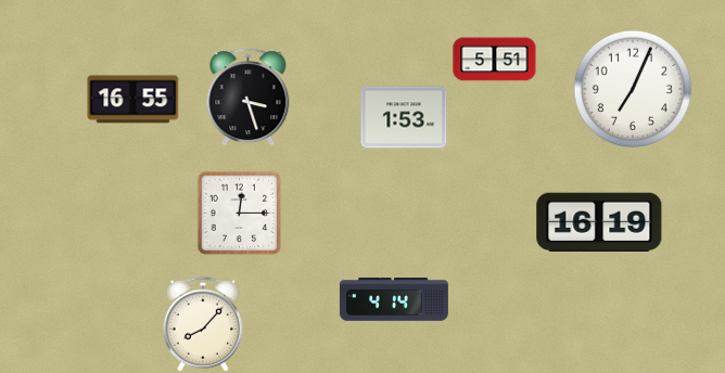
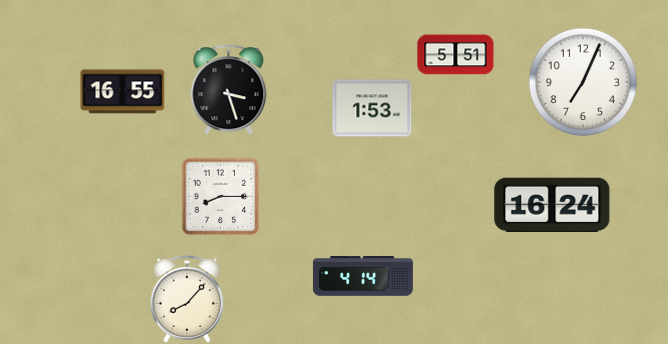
clock at (239, 213): 12:15 -> 8:15
clock at (599, 221): 16:19 -> 16:24
